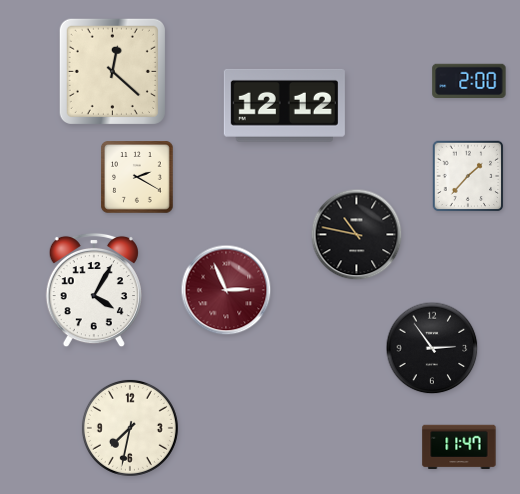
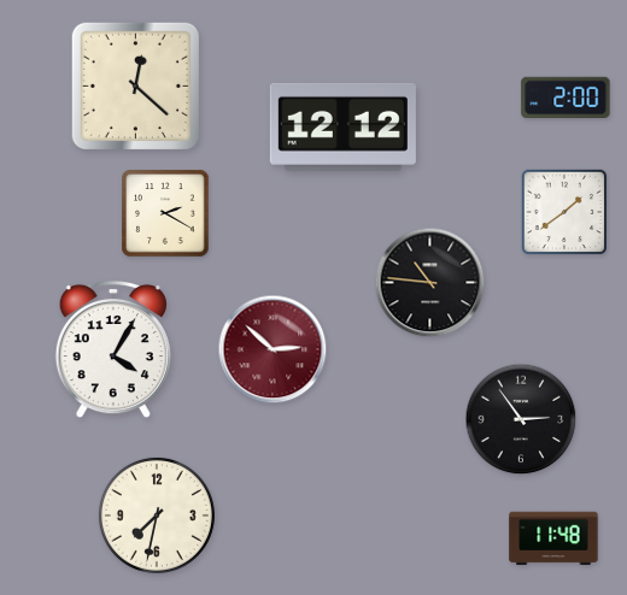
clock at (468, 176): 1:37 -> 1:39
clock at (357, 235): 10:47 -> 10:46
clock at (226, 290): 2:56 -> 2:52
clock at (459, 446): 11:47 -> 11:48
